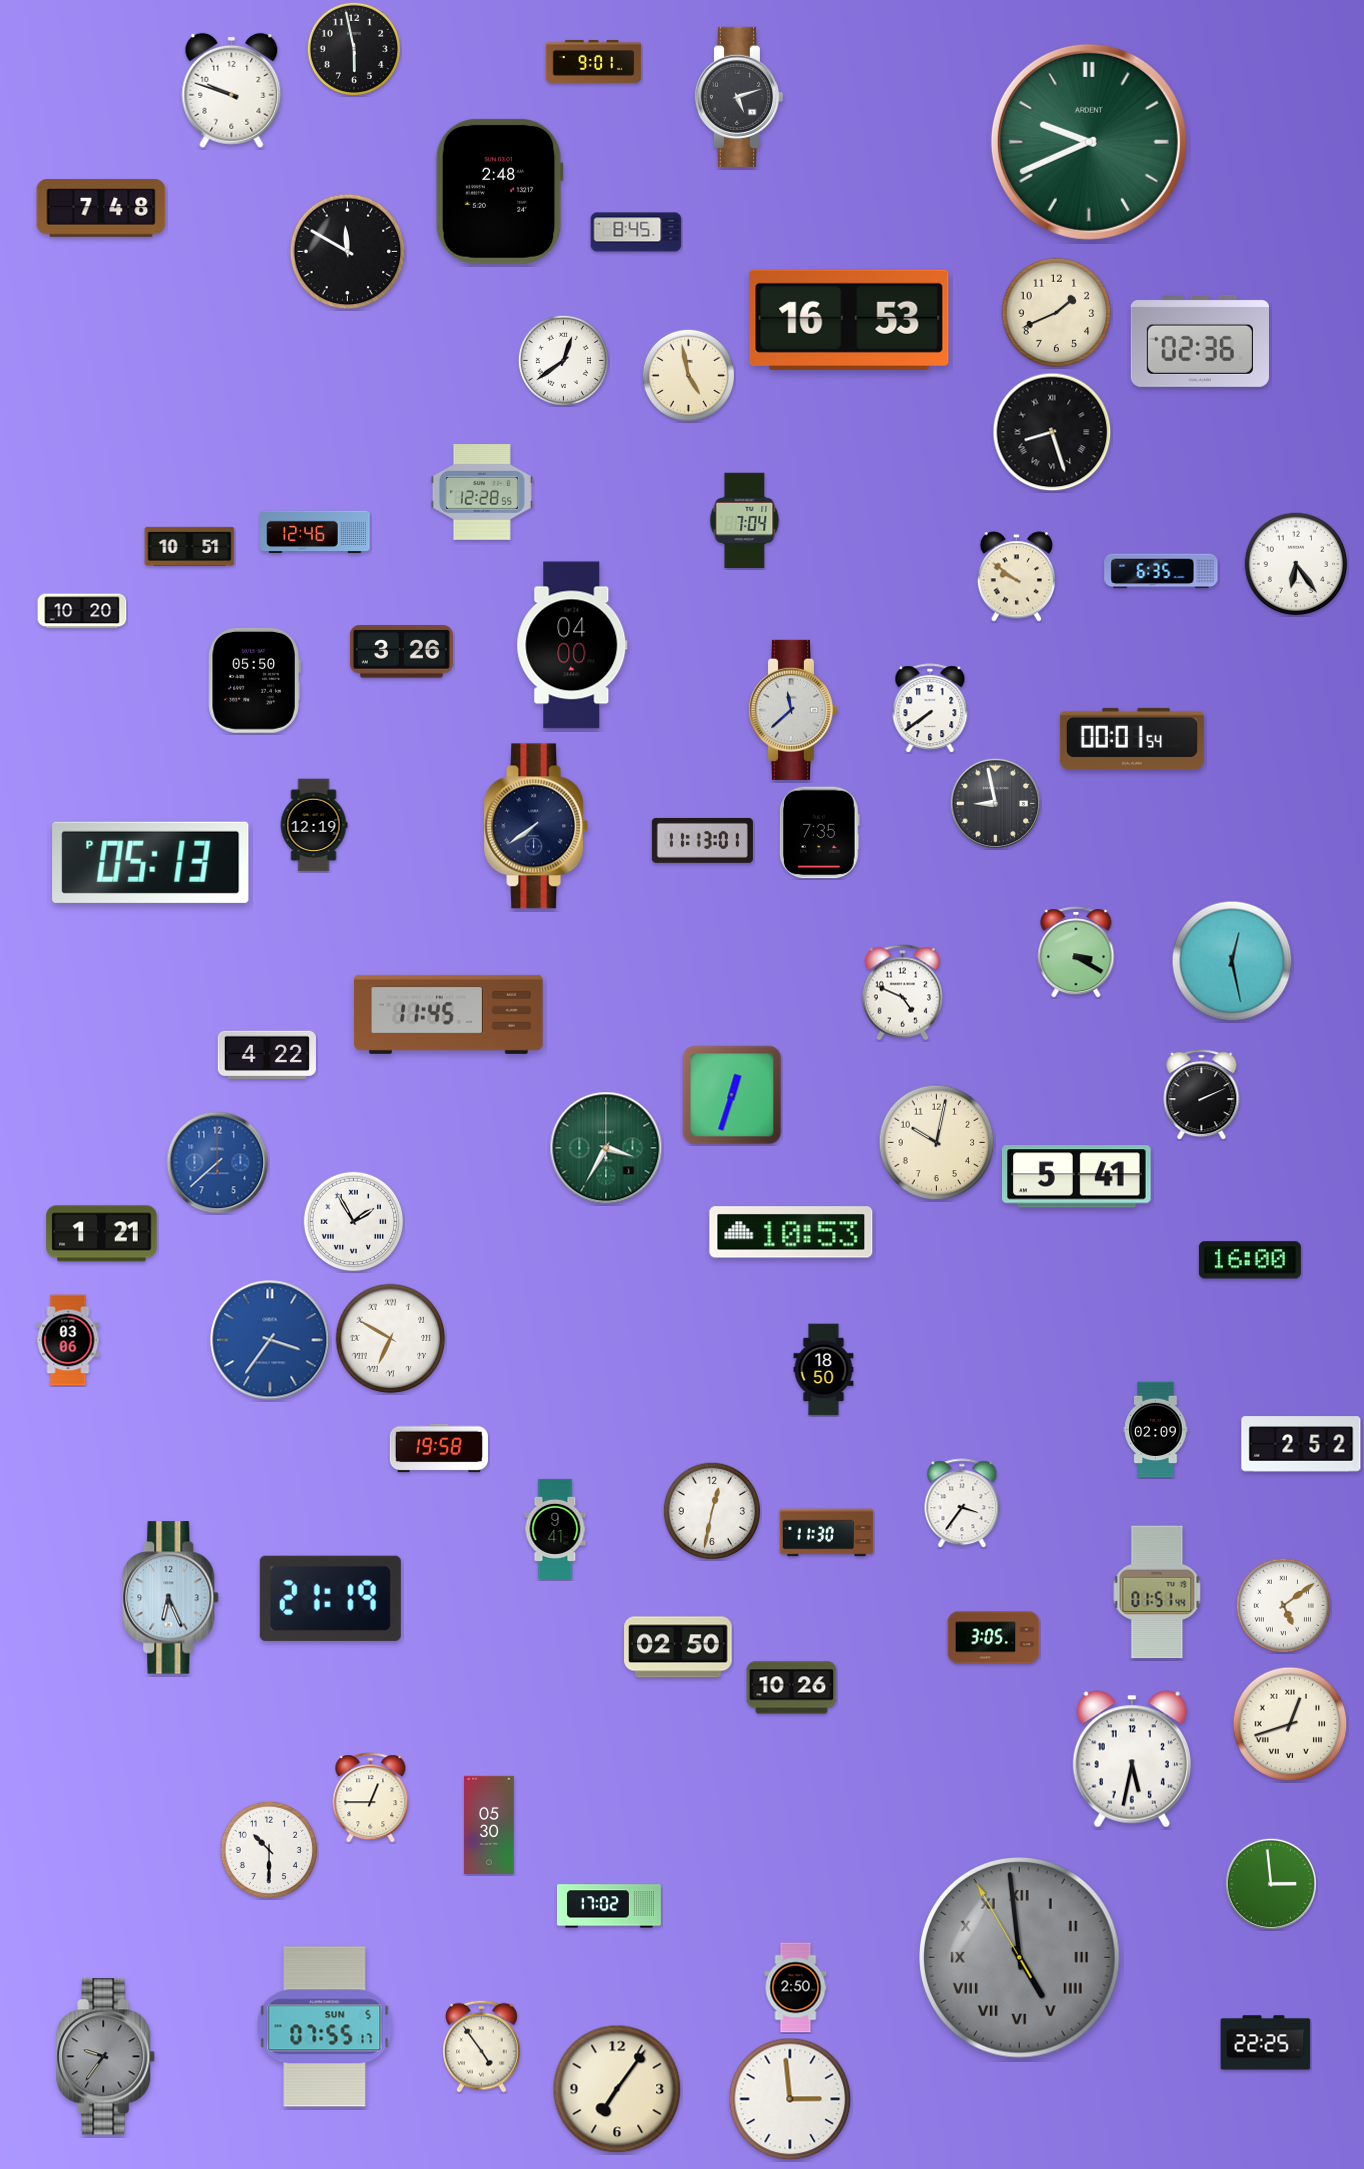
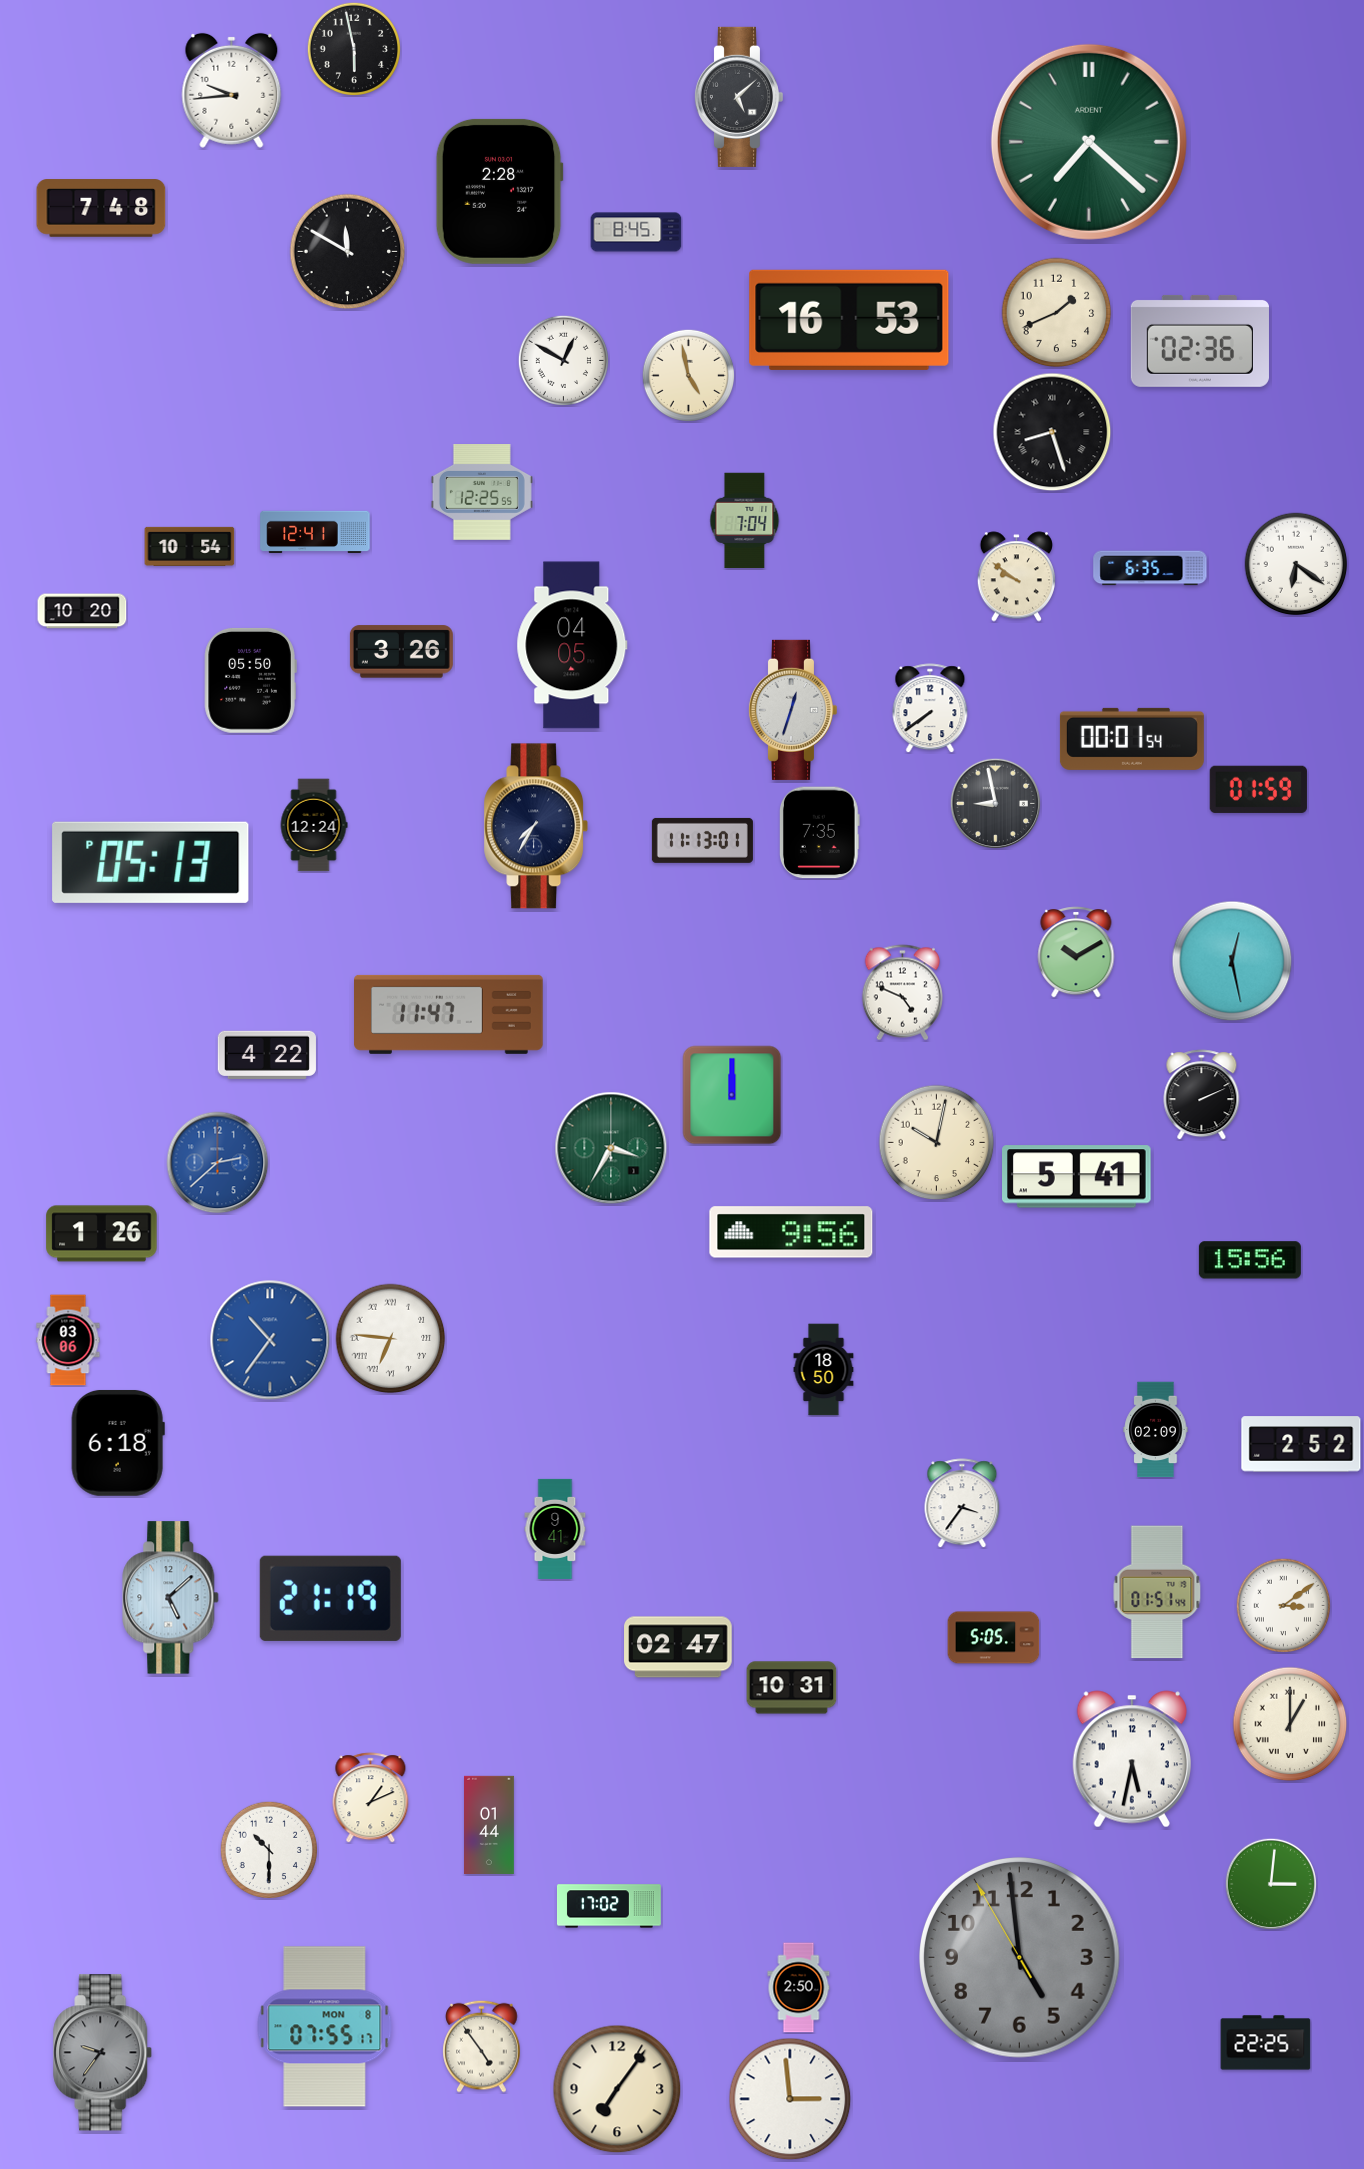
clock at (594, 61): 9:01 -> none
clock at (232, 90): 9:48 -> 9:44
clock at (738, 97): 5:12 -> 5:08
clock at (1089, 142): 9:41 -> 7:22
clock at (499, 191): 2:48 -> 2:28
clock at (563, 360): 12:39 -> 12:50
clock at (482, 493): 12:28 -> 12:25
clock at (315, 532): 12:46 -> 12:41
clock at (190, 546): 10:51 -> 10:54
clock at (1296, 564): 6:24 -> 6:21
clock at (1161, 571) position: (1161, 571) -> (1150, 568)
clock at (572, 645): 04:00 -> 04:05
clock at (254, 680) position: (254, 680) -> (250, 680)
clock at (792, 710): 11:38 -> 12:33
clock at (1258, 789): none -> 01:59
clock at (314, 825): 12:19 -> 12:24
clock at (536, 826): 7:39 -> 7:35
clock at (1076, 952): 3:20 -> 10:10
clock at (449, 1014): 11:45 -> 11:47
clock at (732, 1095): 12:33 -> 12:00
clock at (606, 1148) position: (606, 1148) -> (611, 1148)
clock at (218, 1163): 7:38 -> 2:38
clock at (354, 1222): 1:55 -> none
clock at (791, 1232): 10:53 -> 9:56
clock at (102, 1234): 1:21 -> 1:26
clock at (1250, 1260): 16:00 -> 15:56
clock at (391, 1339): 6:50 -> 6:46
clock at (270, 1340): 3:36 -> 10:36
clock at (118, 1443): none -> 6:18
clock at (439, 1448): 19:58 -> none
clock at (712, 1511): 12:32 -> none
clock at (827, 1533): 11:30 -> none
clock at (171, 1598): 6:26 -> 5:08
clock at (1283, 1605): 5:09 -> 3:09
clock at (994, 1638): 3:05 -> 5:05
clock at (678, 1647): 02:50 -> 02:47
clock at (792, 1688): 10:26 -> 10:31
clock at (1290, 1724): 12:42 -> 1:00
clock at (371, 1798): 12:45 -> 1:11
clock at (490, 1824): 05:30 -> 01:44
clock at (1270, 1883): 2:59 -> 3:01
clock at (1020, 1958) numerals: Roman -> Arabic
clock at (796, 1988) position: (796, 1988) -> (799, 1988)
clock at (325, 2027) date: SUN 5 -> MON 8
clock at (106, 2057) position: (106, 2057) -> (103, 2053)
